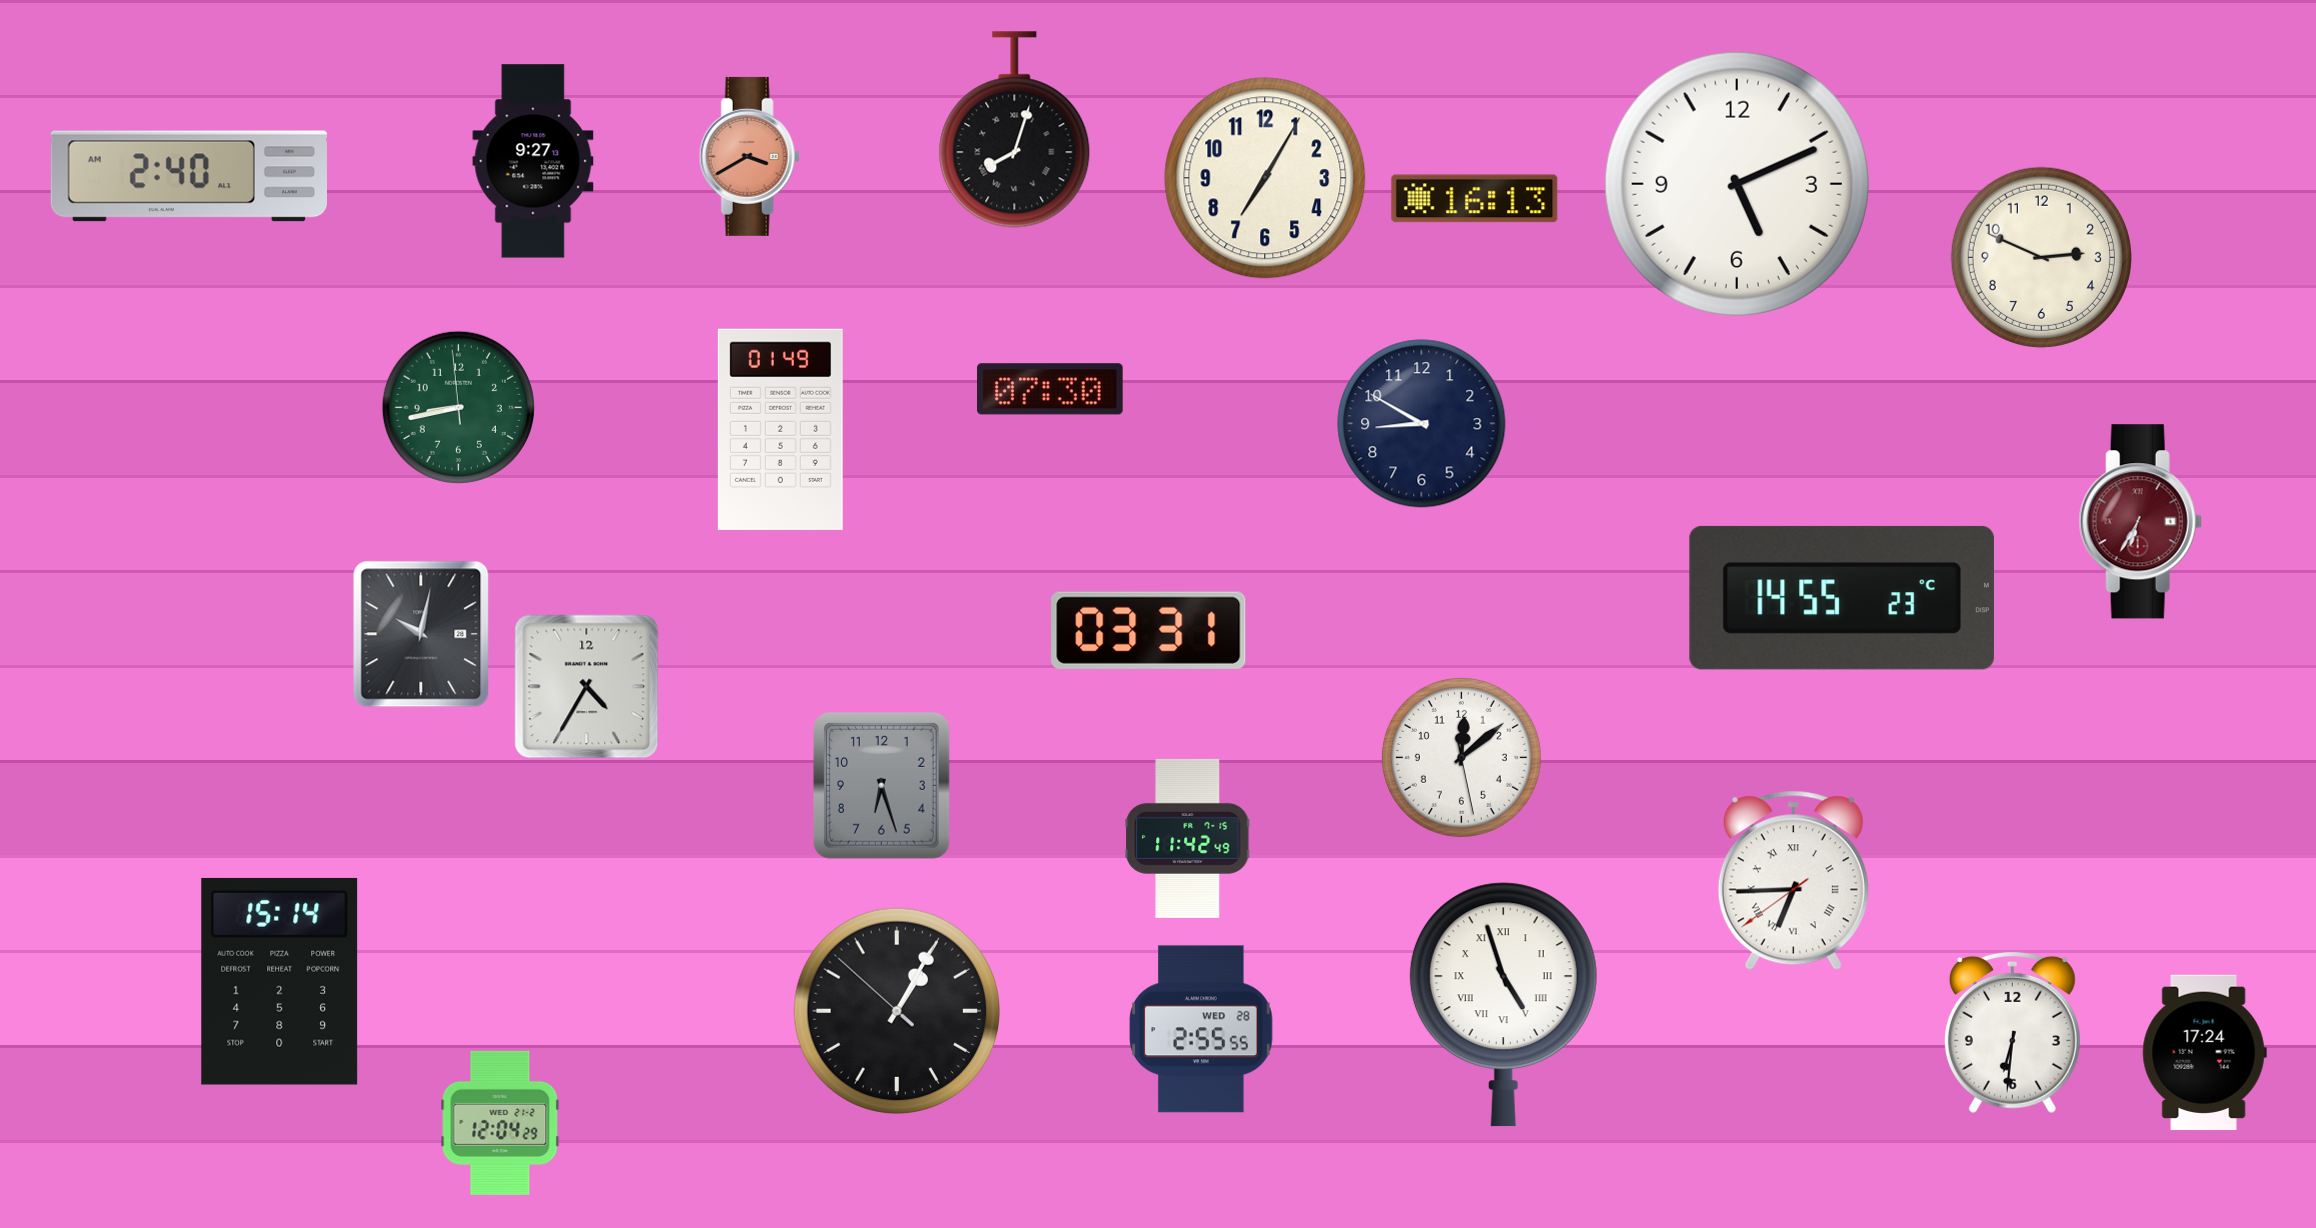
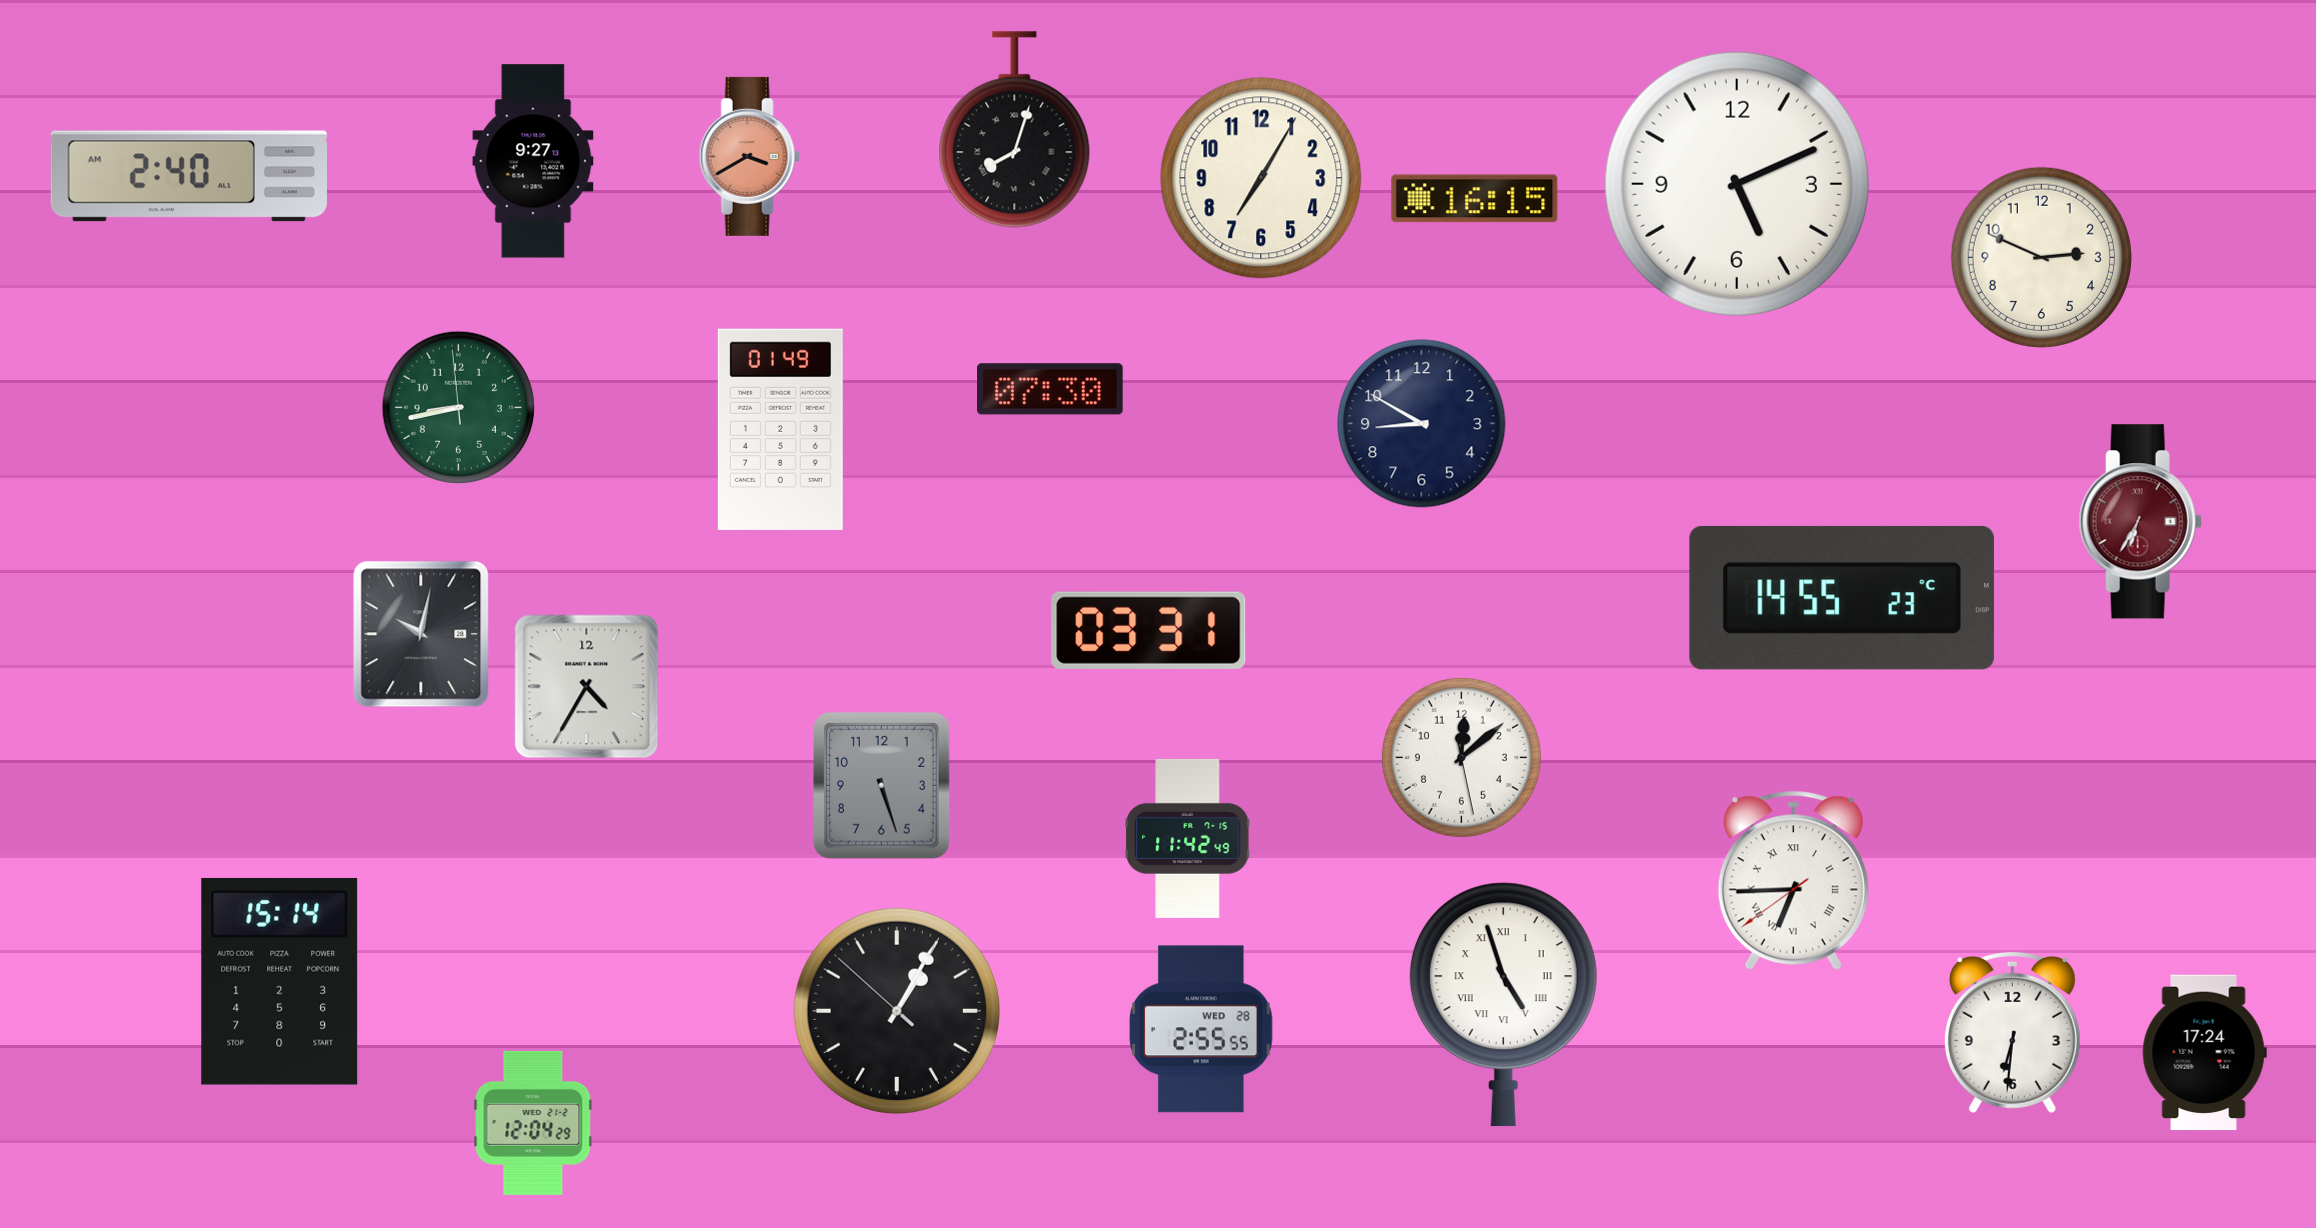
clock at (1265, 178) position: (1265, 178) -> (1261, 178)
clock at (1475, 199): 16:13 -> 16:15
clock at (881, 785): 6:27 -> 5:27
clock at (500, 1123) position: (500, 1123) -> (533, 1123)
